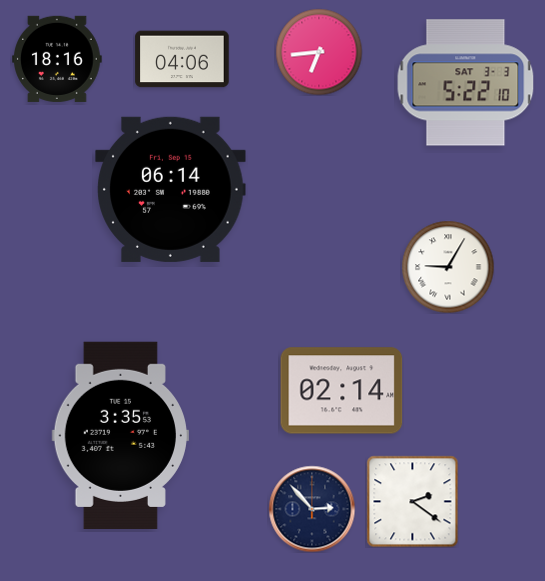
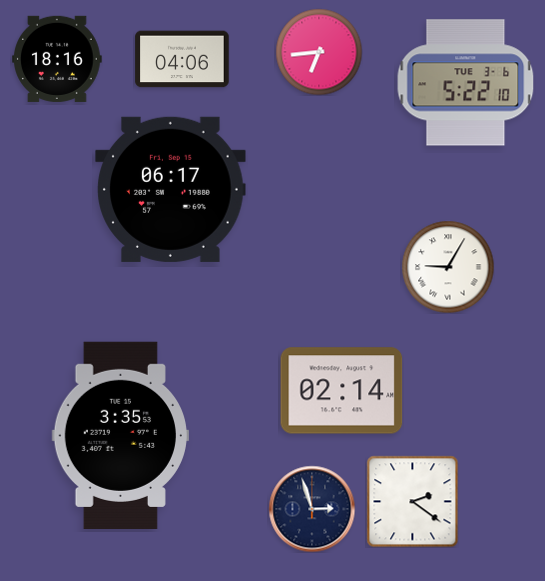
clock at (466, 83) date: SAT 3-3 -> TUE 3-6
clock at (171, 189): 06:14 -> 06:17
clock at (312, 509): 2:53 -> 2:57
